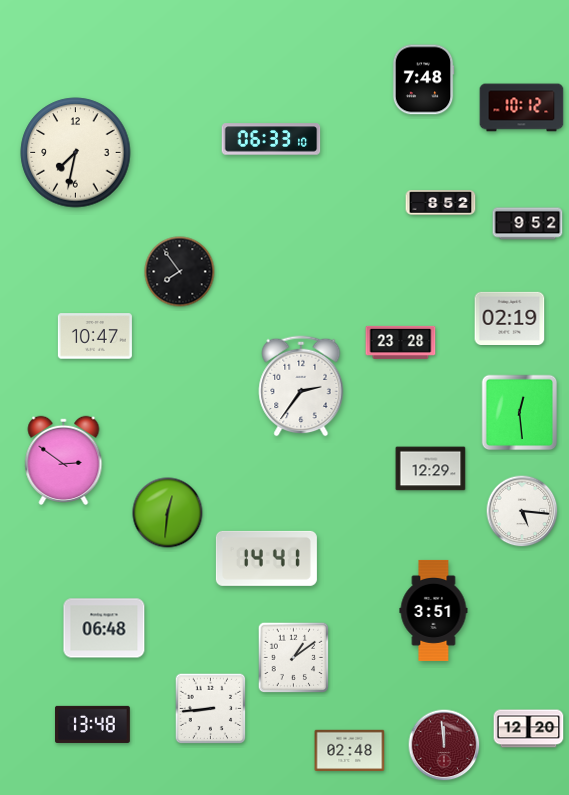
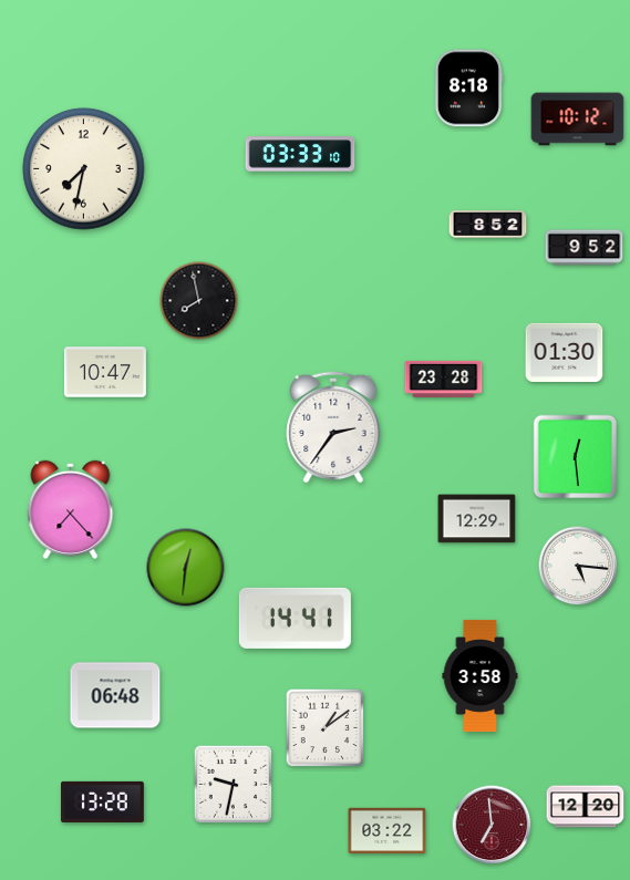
clock at (423, 80): 7:48 -> 8:18
clock at (271, 139): 06:33 -> 03:33
clock at (180, 272): 7:54 -> 7:58
clock at (510, 318): 02:19 -> 01:30
clock at (64, 460): 2:51 -> 7:23
clock at (434, 610): 3:51 -> 3:58
clock at (211, 709): 8:44 -> 9:32
clock at (93, 724): 13:48 -> 13:28
clock at (444, 745): 11:59 -> 6:59
clock at (350, 750): 02:48 -> 03:22
